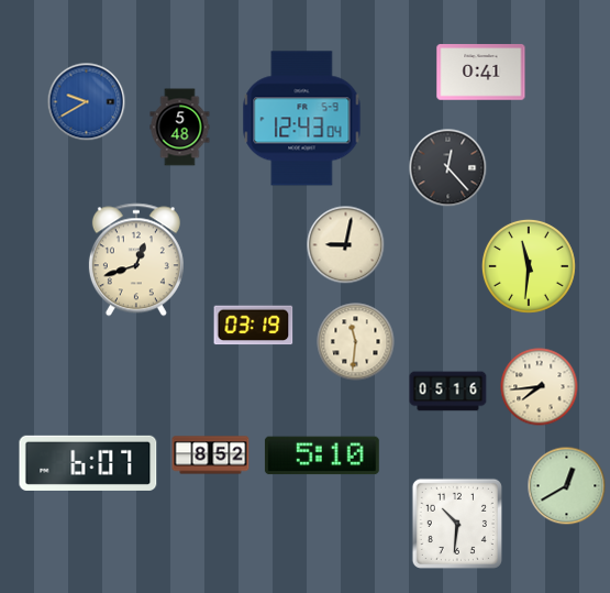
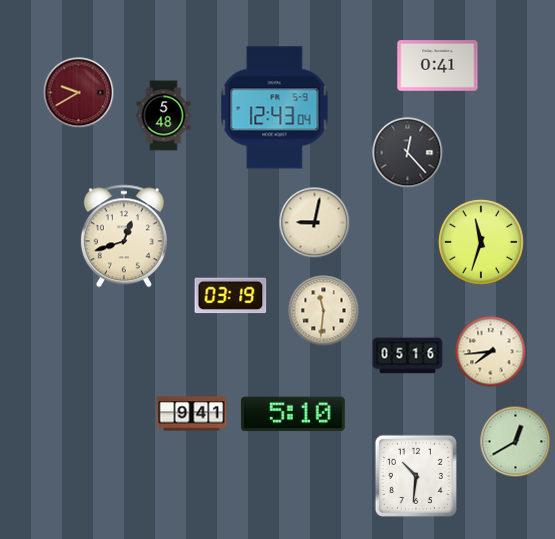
clock at (87, 102) dial: blue -> burgundy
clock at (529, 266): 11:31 -> 11:33
clock at (211, 455): 8:52 -> 9:41
clock at (88, 463): 6:07 -> none
